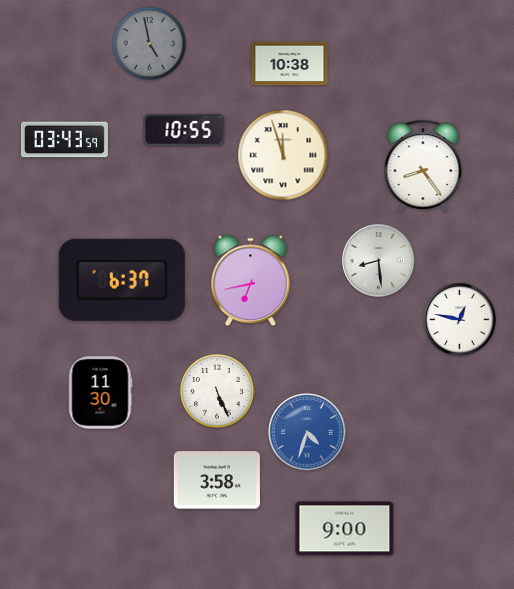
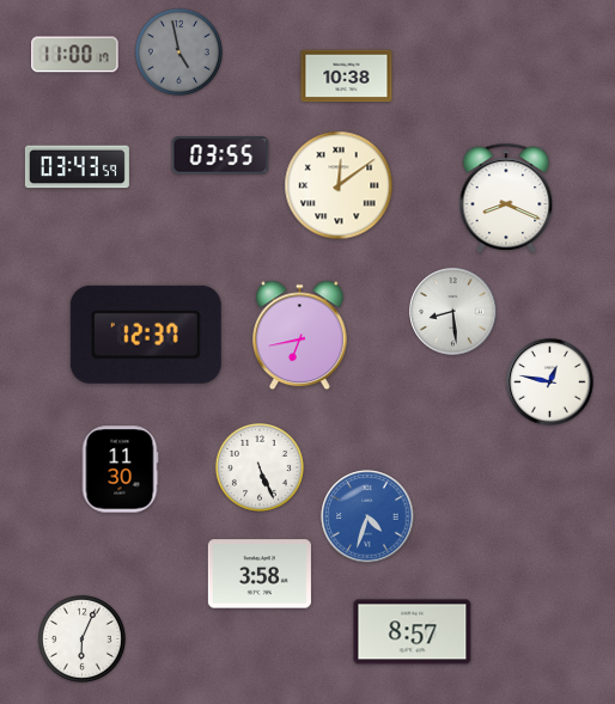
clock at (75, 55): none -> 11:00
clock at (184, 130): 10:55 -> 03:55
clock at (283, 155): 11:57 -> 12:09
clock at (423, 166): 8:24 -> 8:19
clock at (122, 280): 6:37 -> 12:37
clock at (345, 529): 9:00 -> 8:57
clock at (81, 638): none -> 6:04
